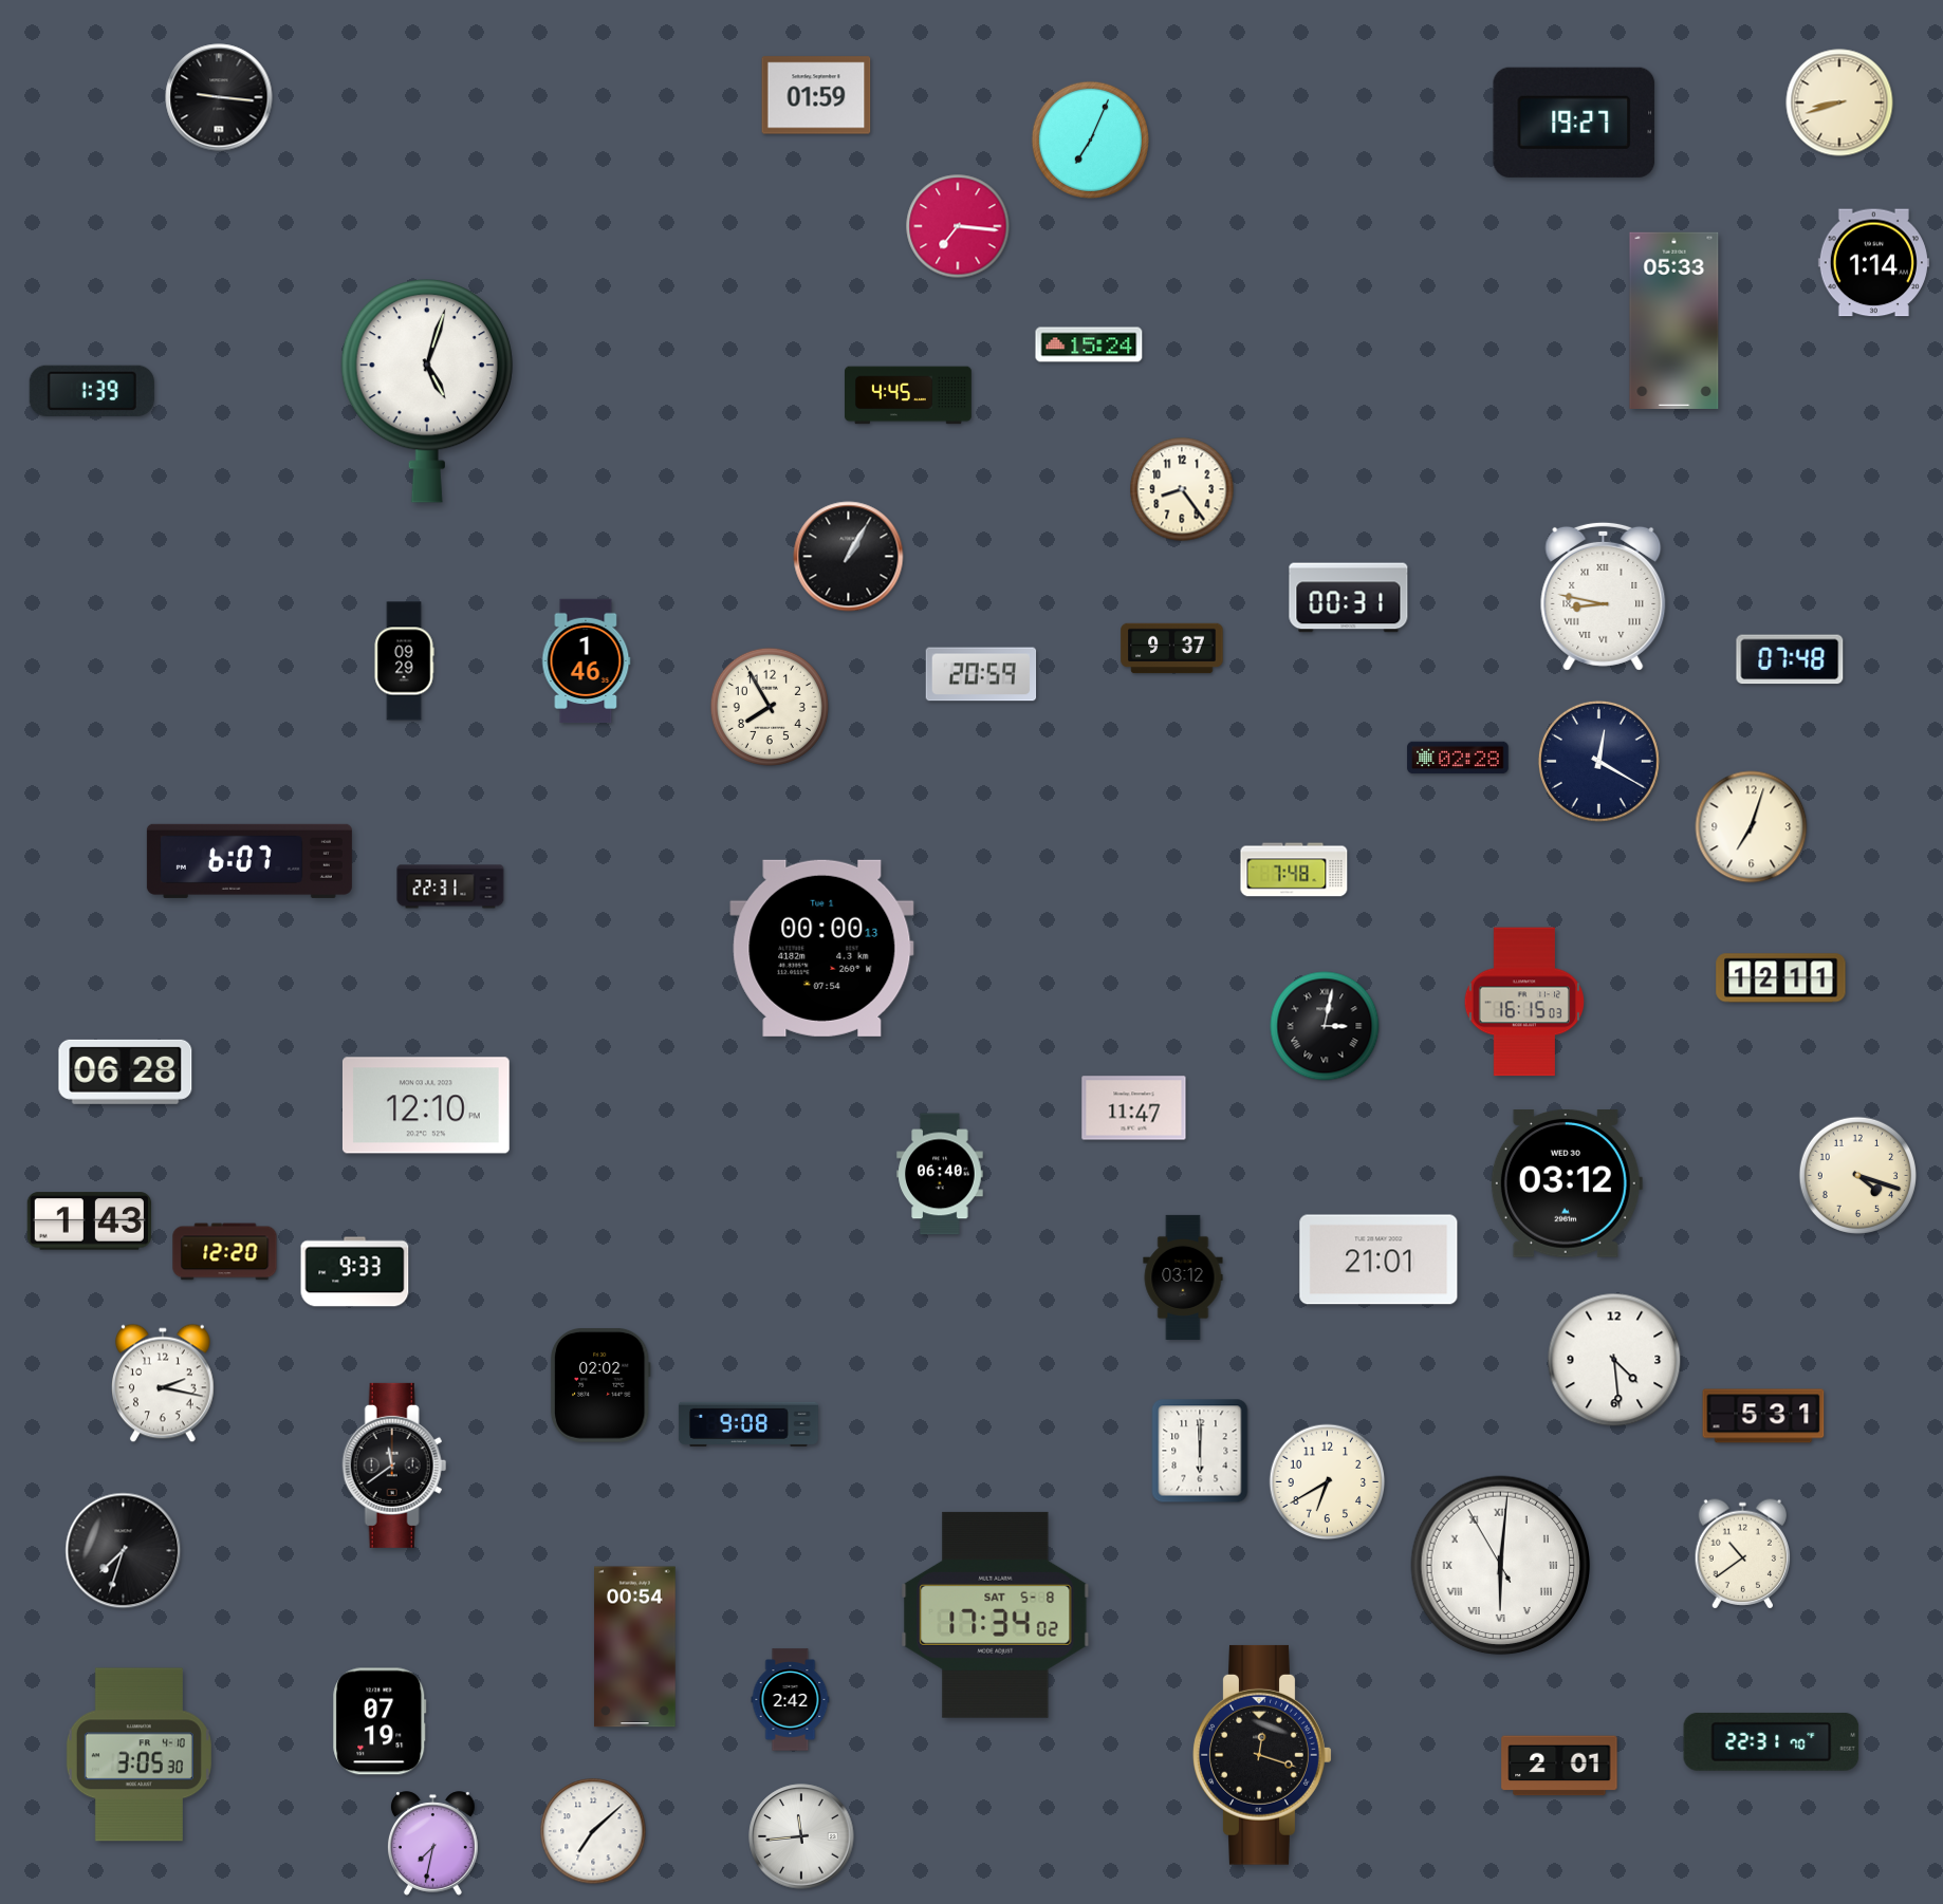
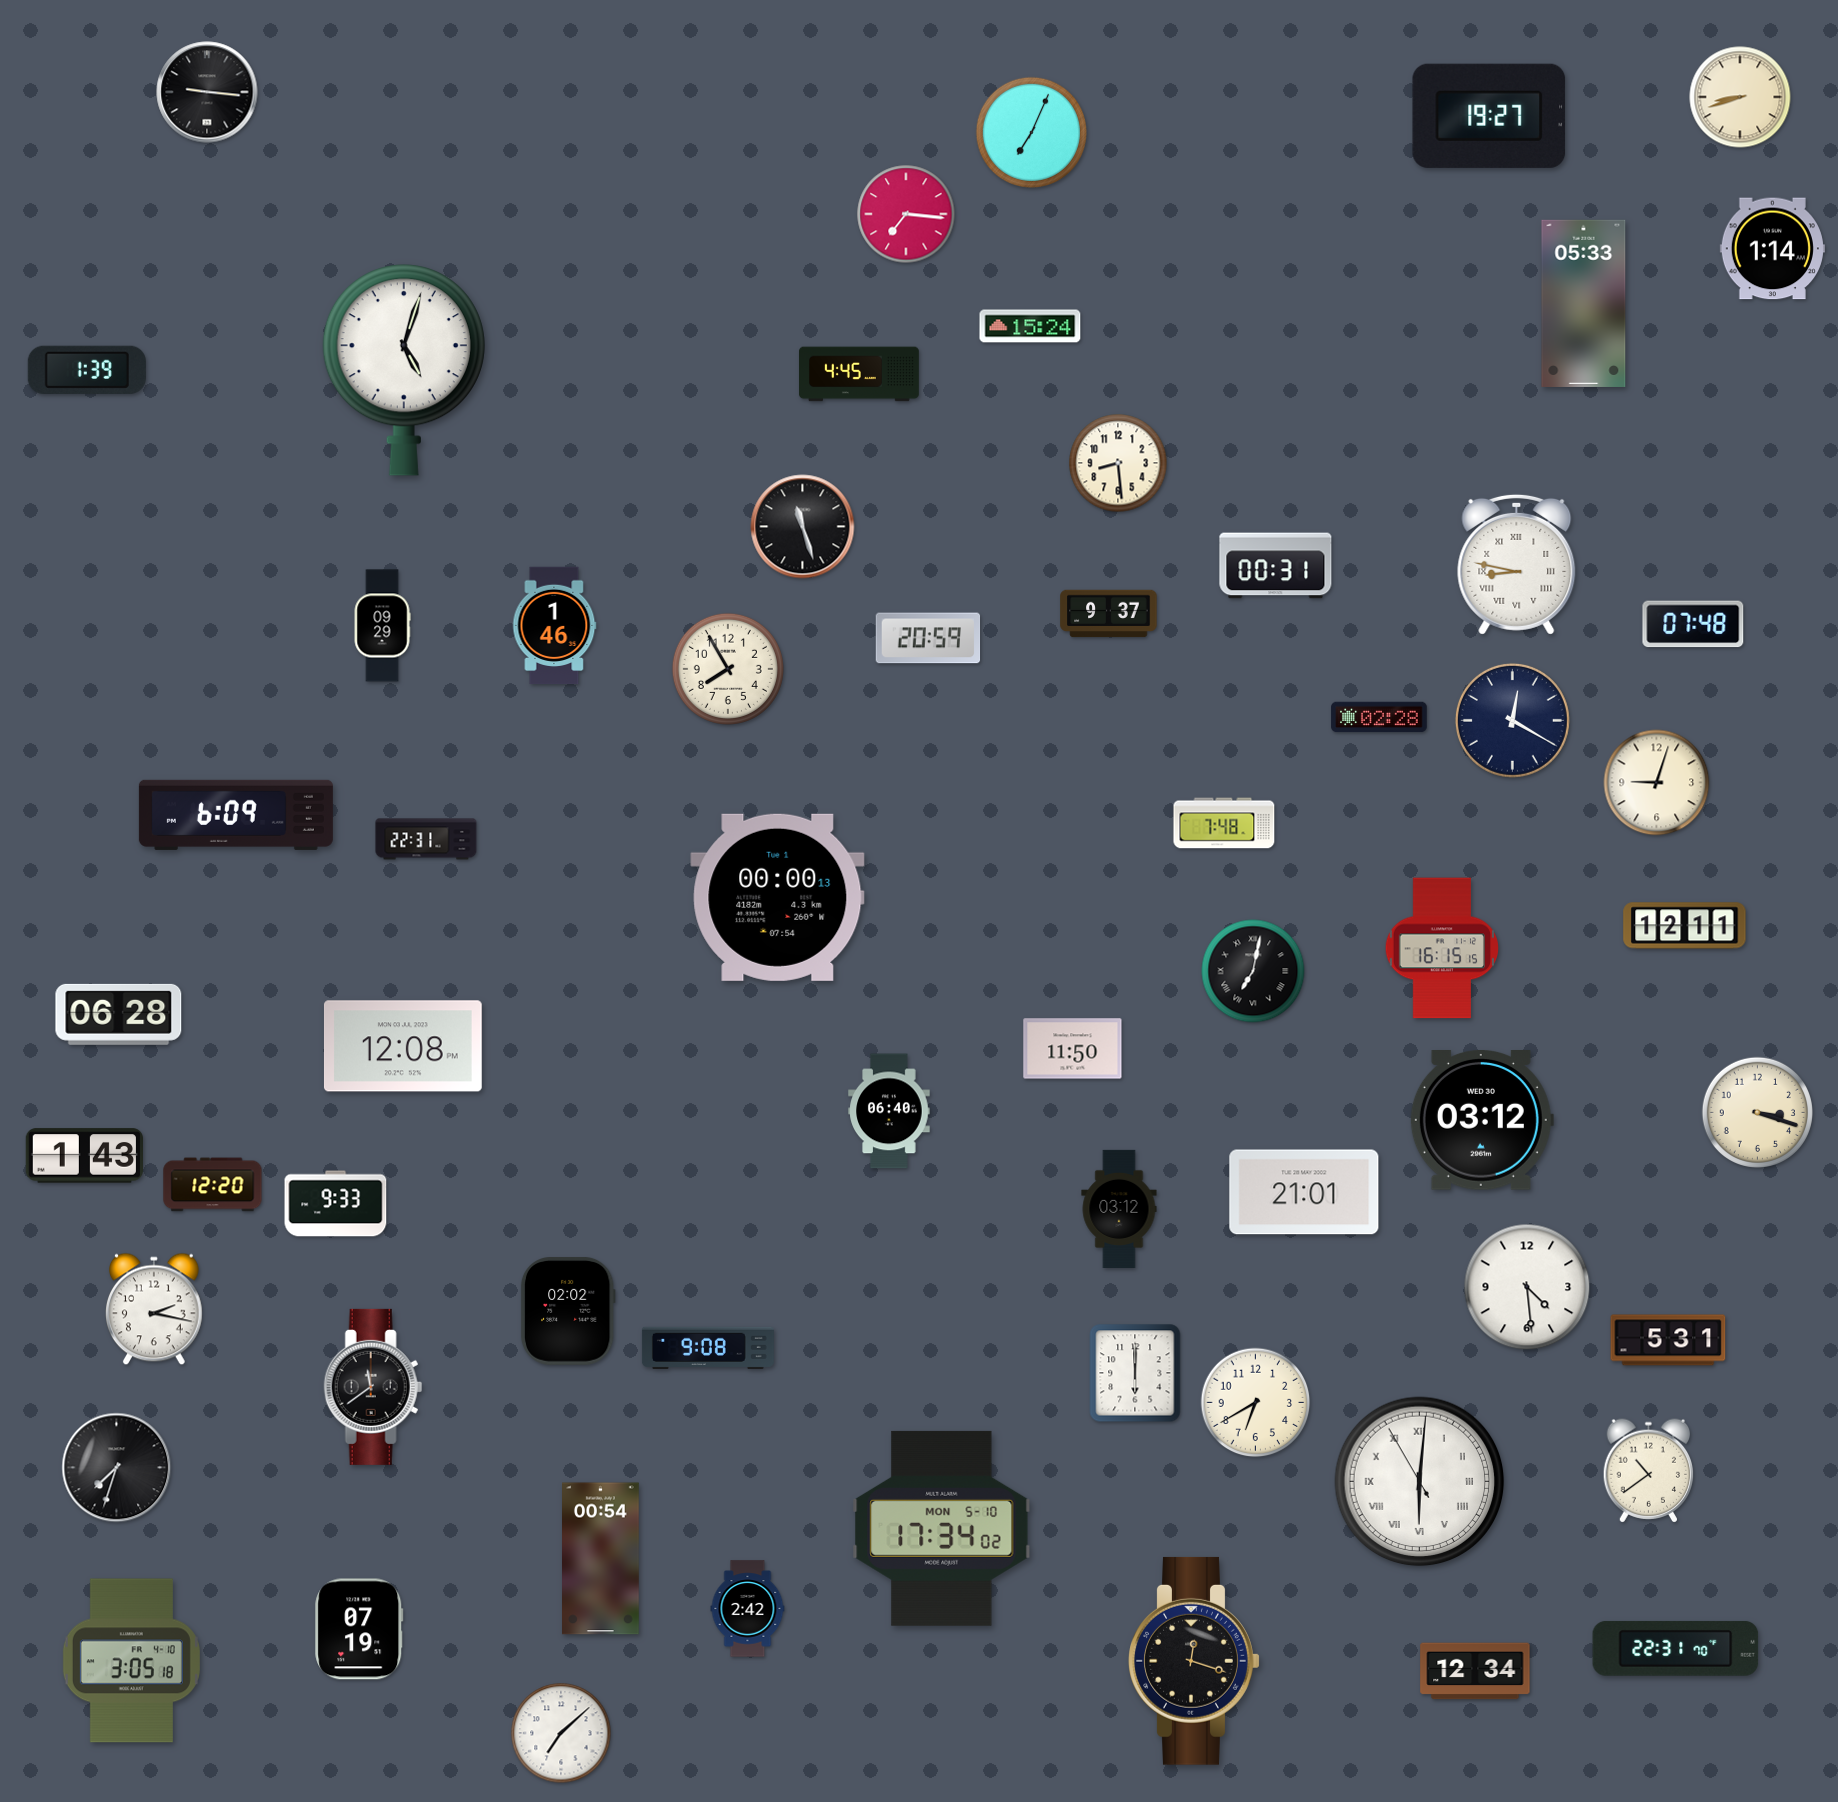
clock at (816, 95): 01:59 -> none
clock at (1182, 489): 8:24 -> 8:29
clock at (849, 557): 1:05 -> 11:27
clock at (1752, 827): 7:03 -> 9:03
clock at (249, 861): 6:07 -> 6:09
clock at (1523, 1002): 16:15:03 -> 16:15:15
clock at (1325, 1026): 3:02 -> 7:02
clock at (426, 1105): 12:10 -> 12:08
clock at (1134, 1108): 11:47 -> 11:50
clock at (1857, 1175): 4:18 -> 3:18
clock at (996, 1614) date: SAT 5-8 -> MON 5-10
clock at (138, 1755): 3:05:30 -> 3:05:18
clock at (1559, 1766): 2:01 -> 12:34
clock at (801, 1836): 11:44 -> none
clock at (433, 1844): 7:32 -> none
